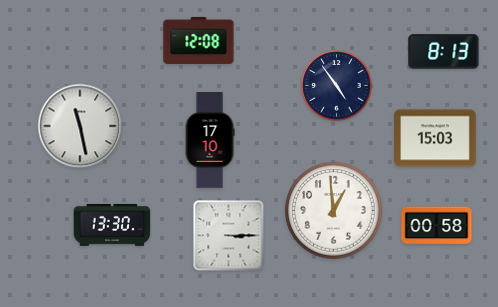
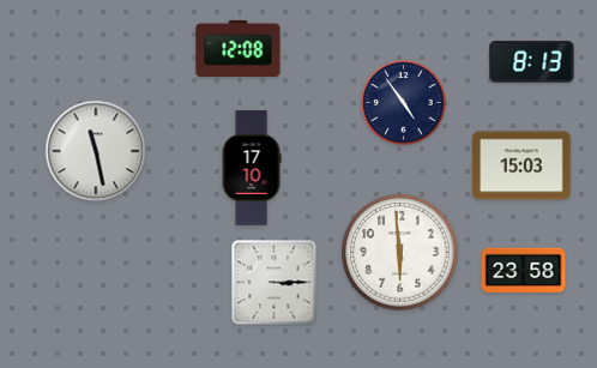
clock at (334, 211): 12:59 -> 5:59
clock at (112, 225): 13:30 -> none
clock at (437, 226): 00:58 -> 23:58
